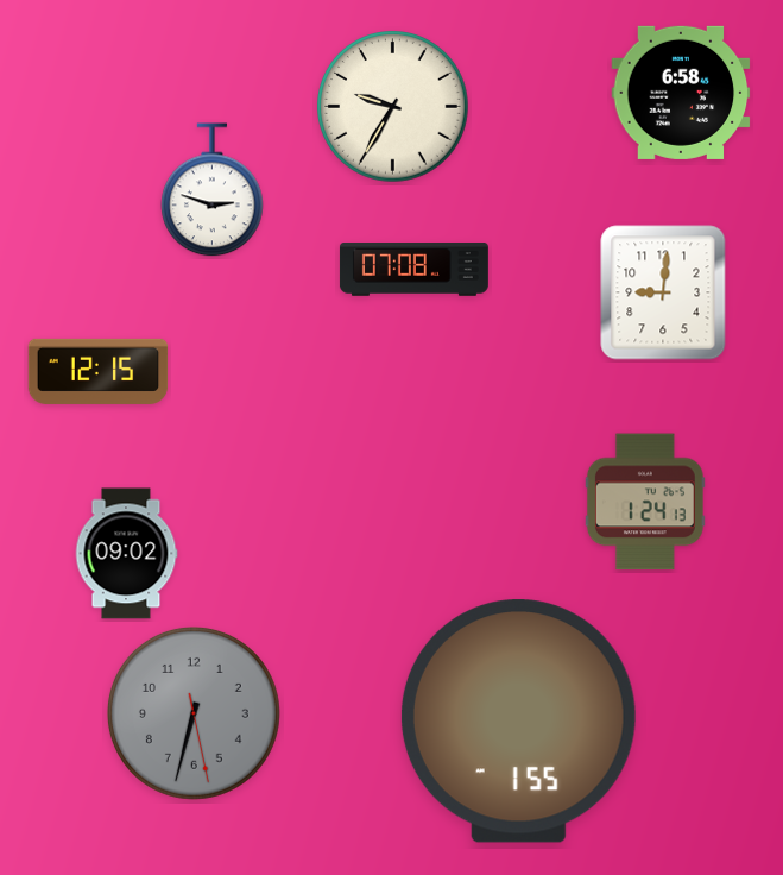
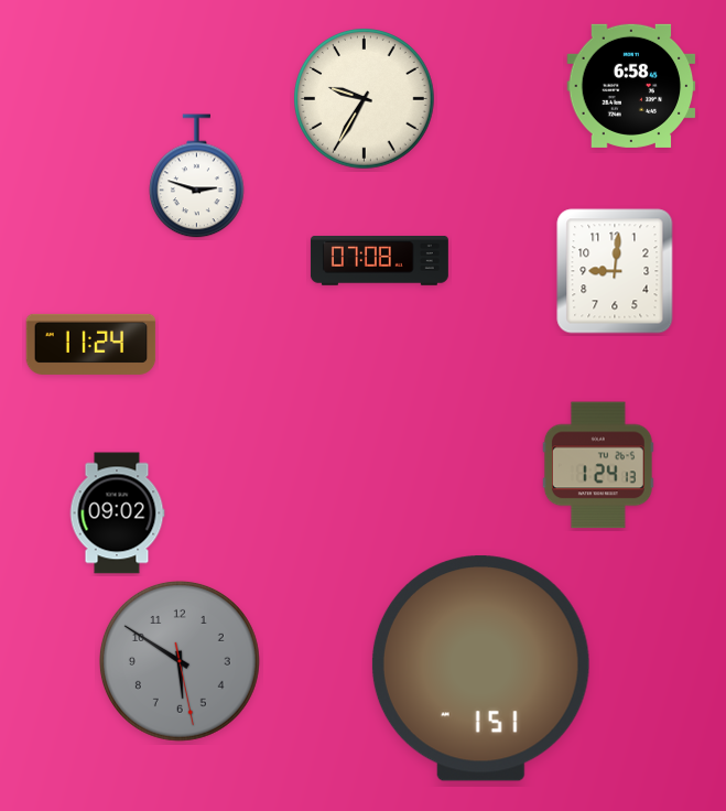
clock at (413, 270) position: (413, 270) -> (379, 261)
clock at (99, 371): 12:15 -> 11:24
clock at (194, 713): 6:32 -> 5:50
clock at (518, 722): 1:55 -> 1:51
